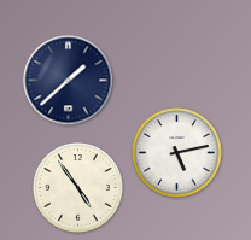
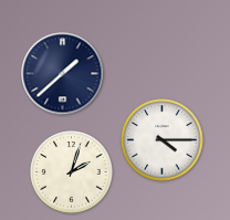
clock at (177, 153): 5:13 -> 4:15
clock at (78, 188): 4:54 -> 2:03
